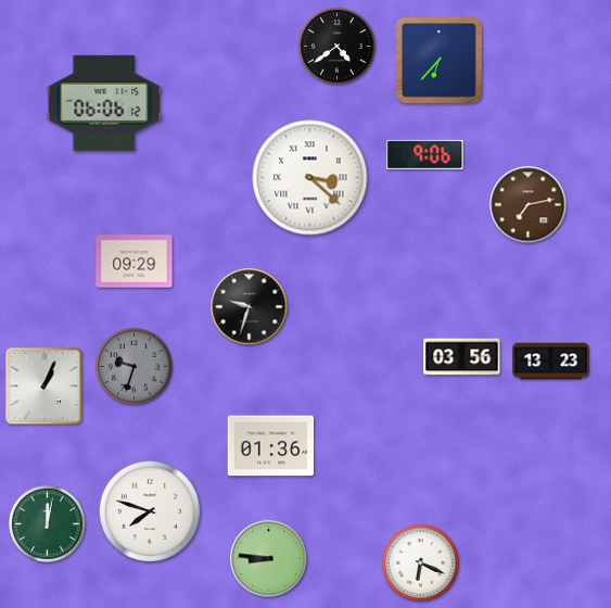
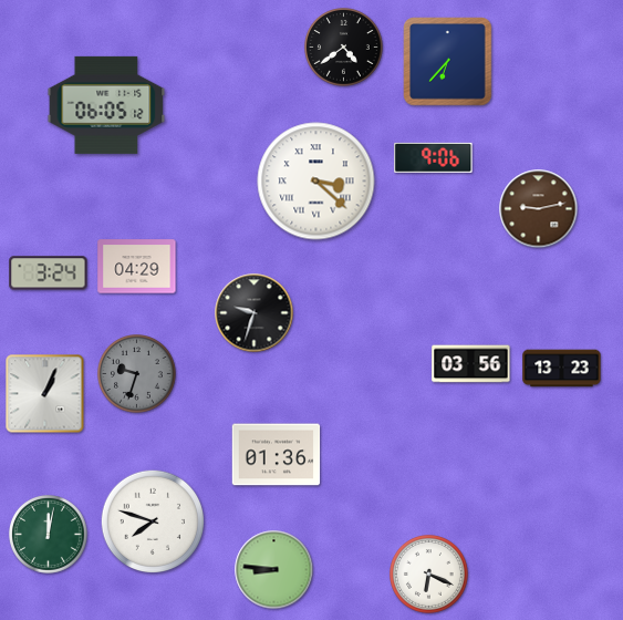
clock at (104, 103): 06:06 -> 06:05
clock at (529, 205): 7:13 -> 9:13
clock at (135, 262): 09:29 -> 04:29
clock at (49, 273): none -> 3:24
